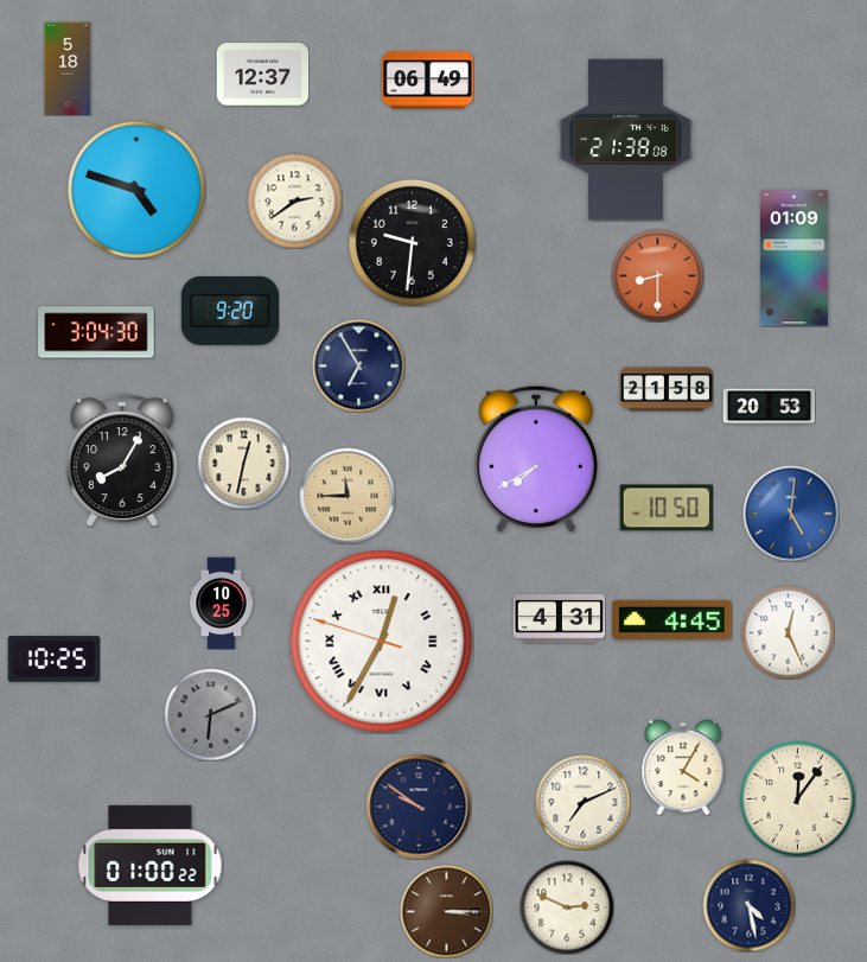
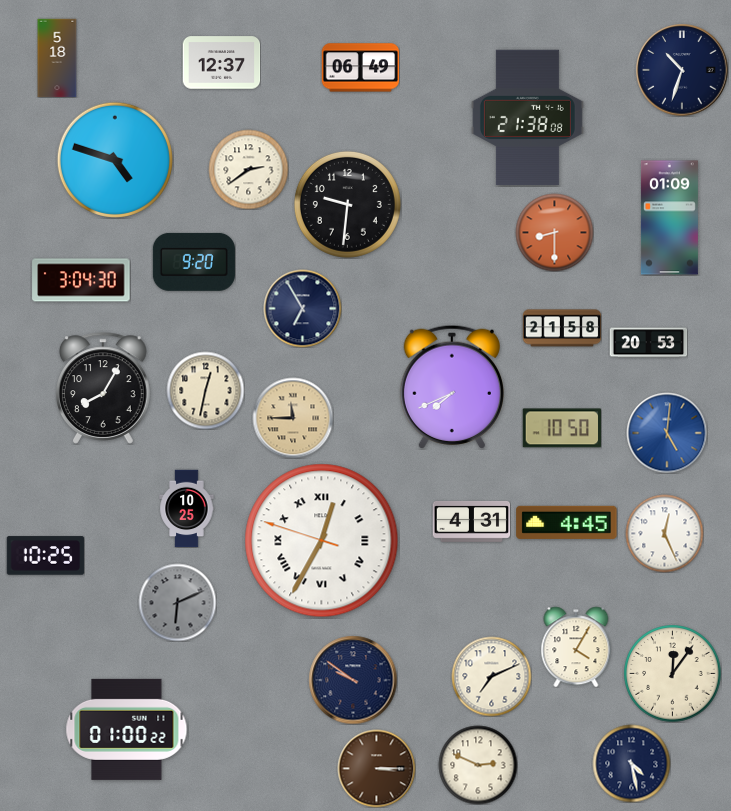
clock at (682, 70): none -> 10:33
clock at (536, 459): 7:40 -> 7:41
